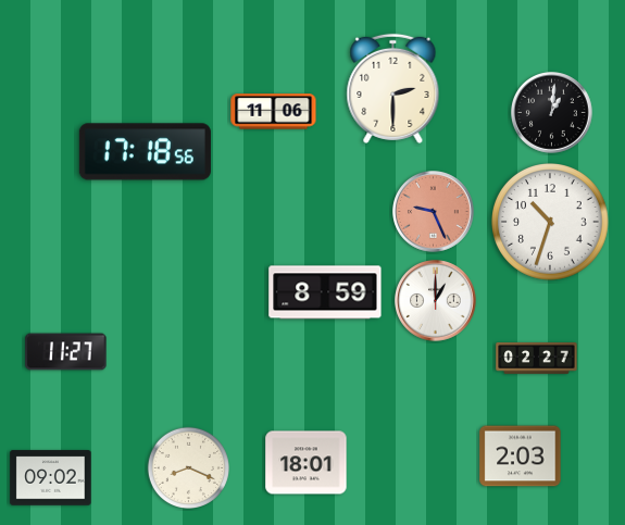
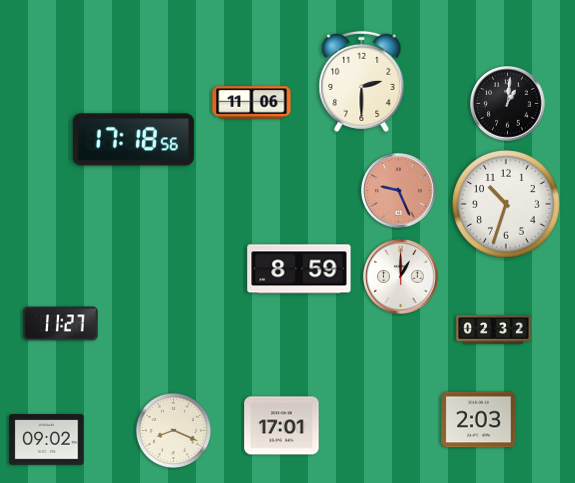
clock at (434, 212) position: (434, 212) -> (399, 191)
clock at (537, 359): 02:27 -> 02:32
clock at (307, 463): 18:01 -> 17:01
